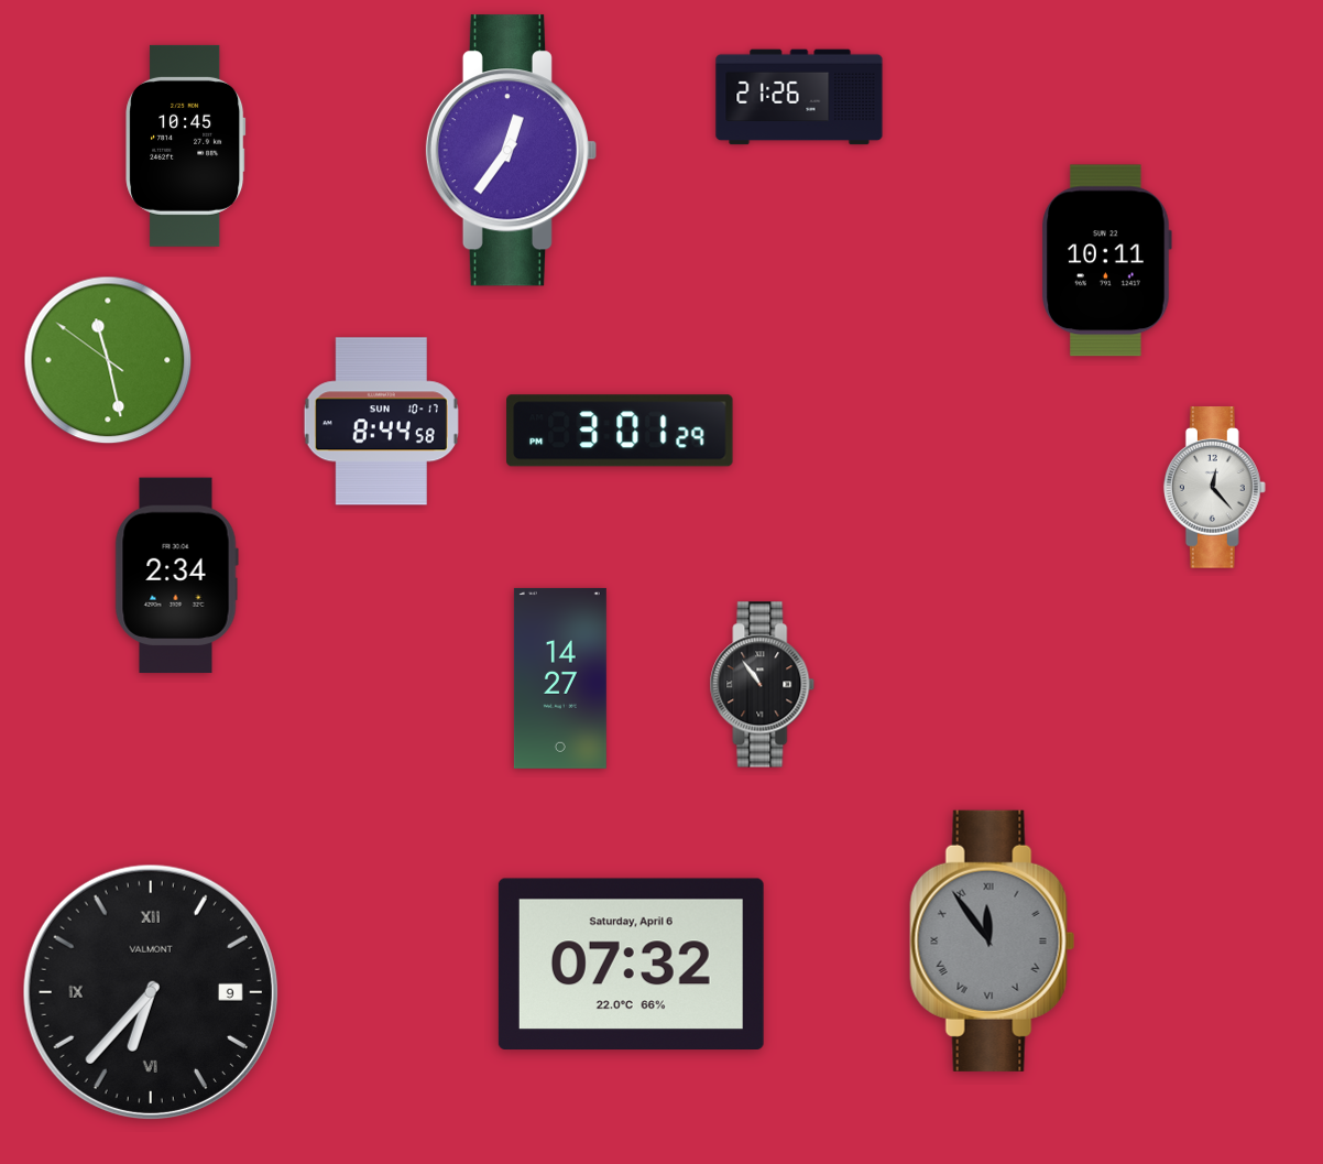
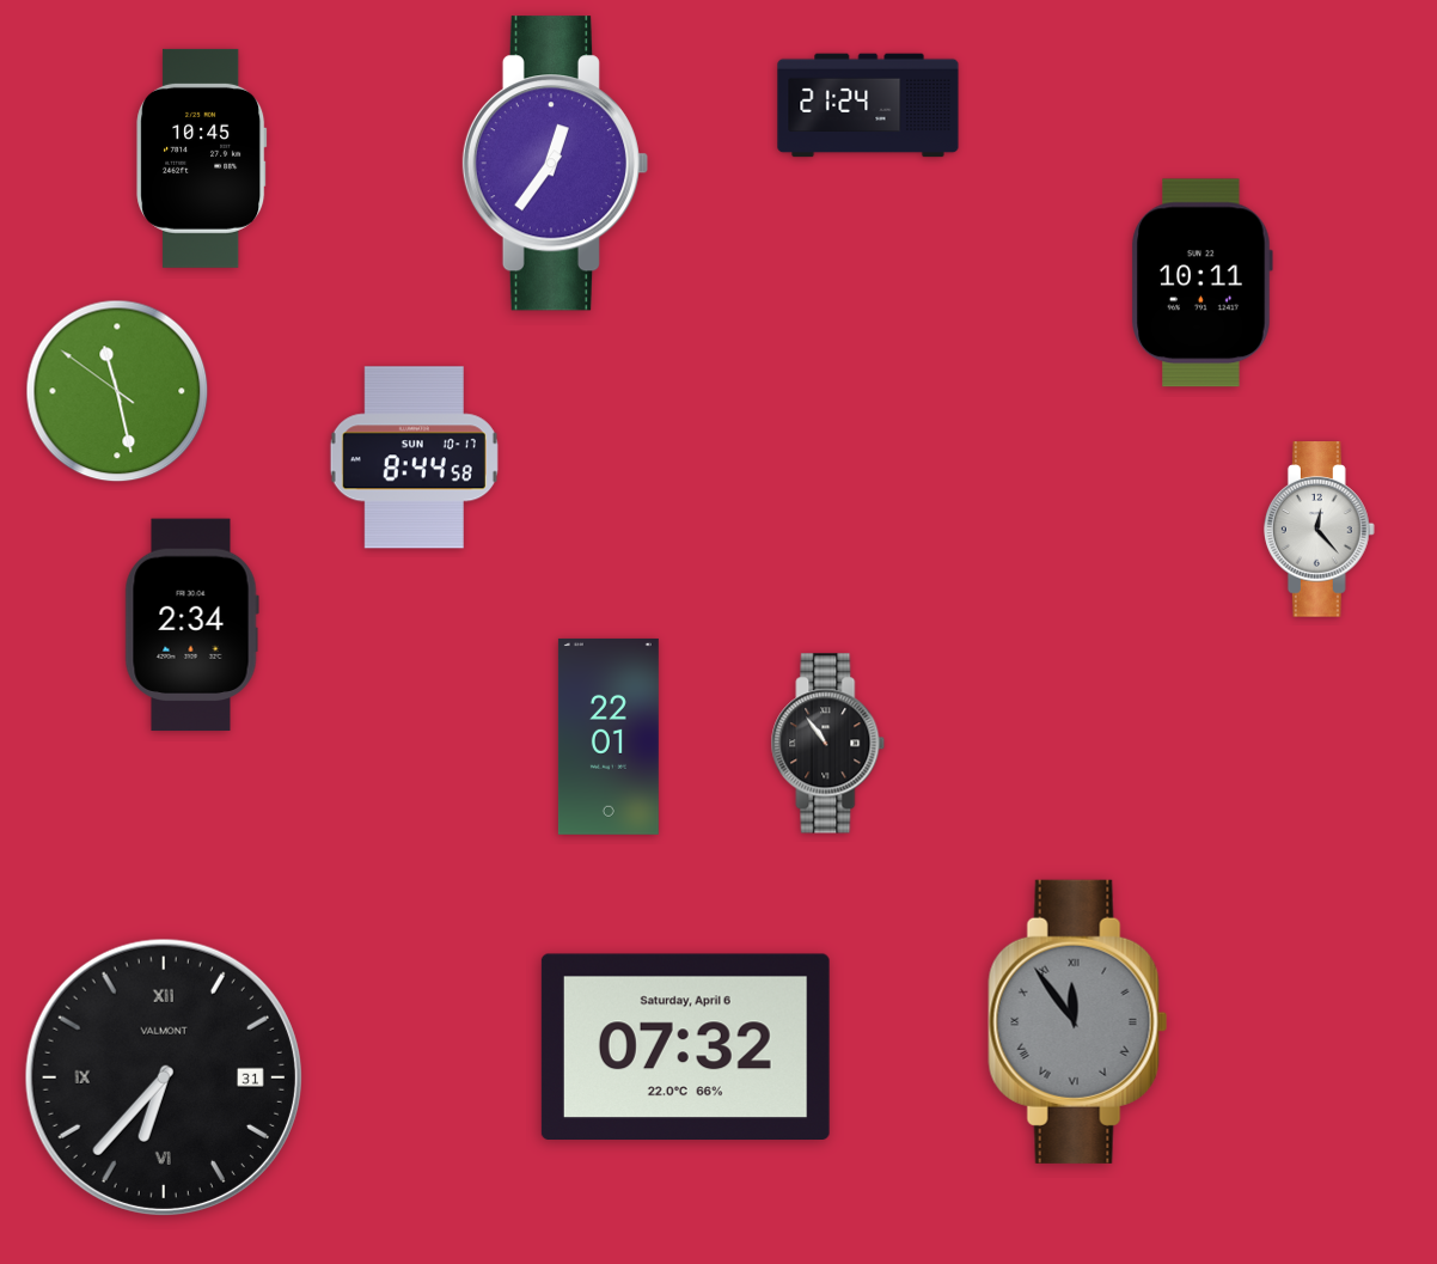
clock at (799, 97): 21:26 -> 21:24
clock at (620, 431): 3:01 -> none
clock at (560, 678): 14:27 -> 22:01
clock at (151, 992) date: 9 -> 31
